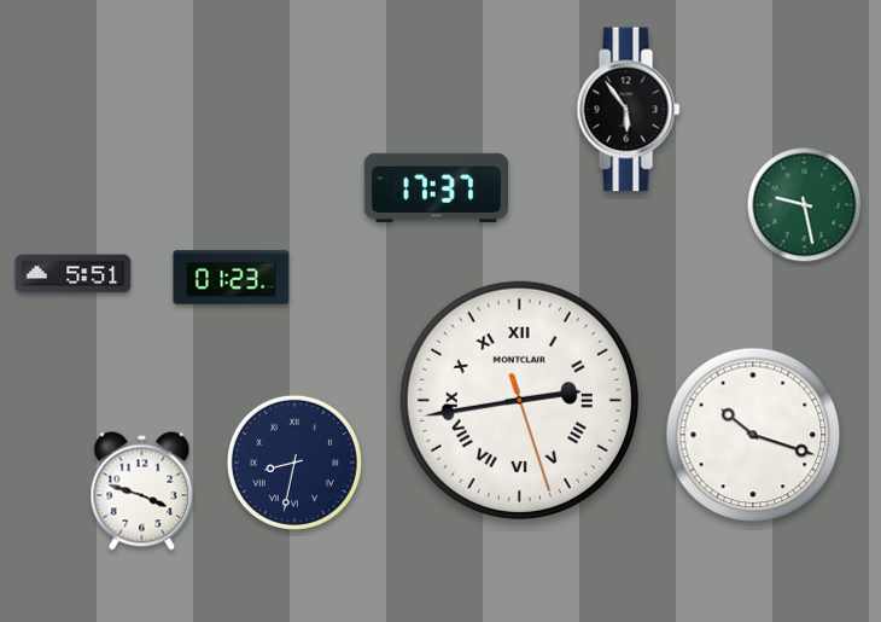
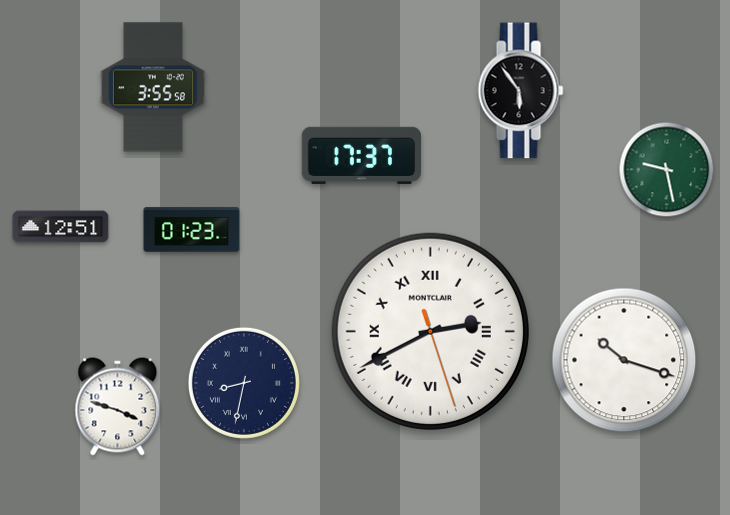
clock at (153, 87): none -> 3:55
clock at (74, 274): 5:51 -> 12:51
clock at (519, 400): 2:43 -> 2:40
